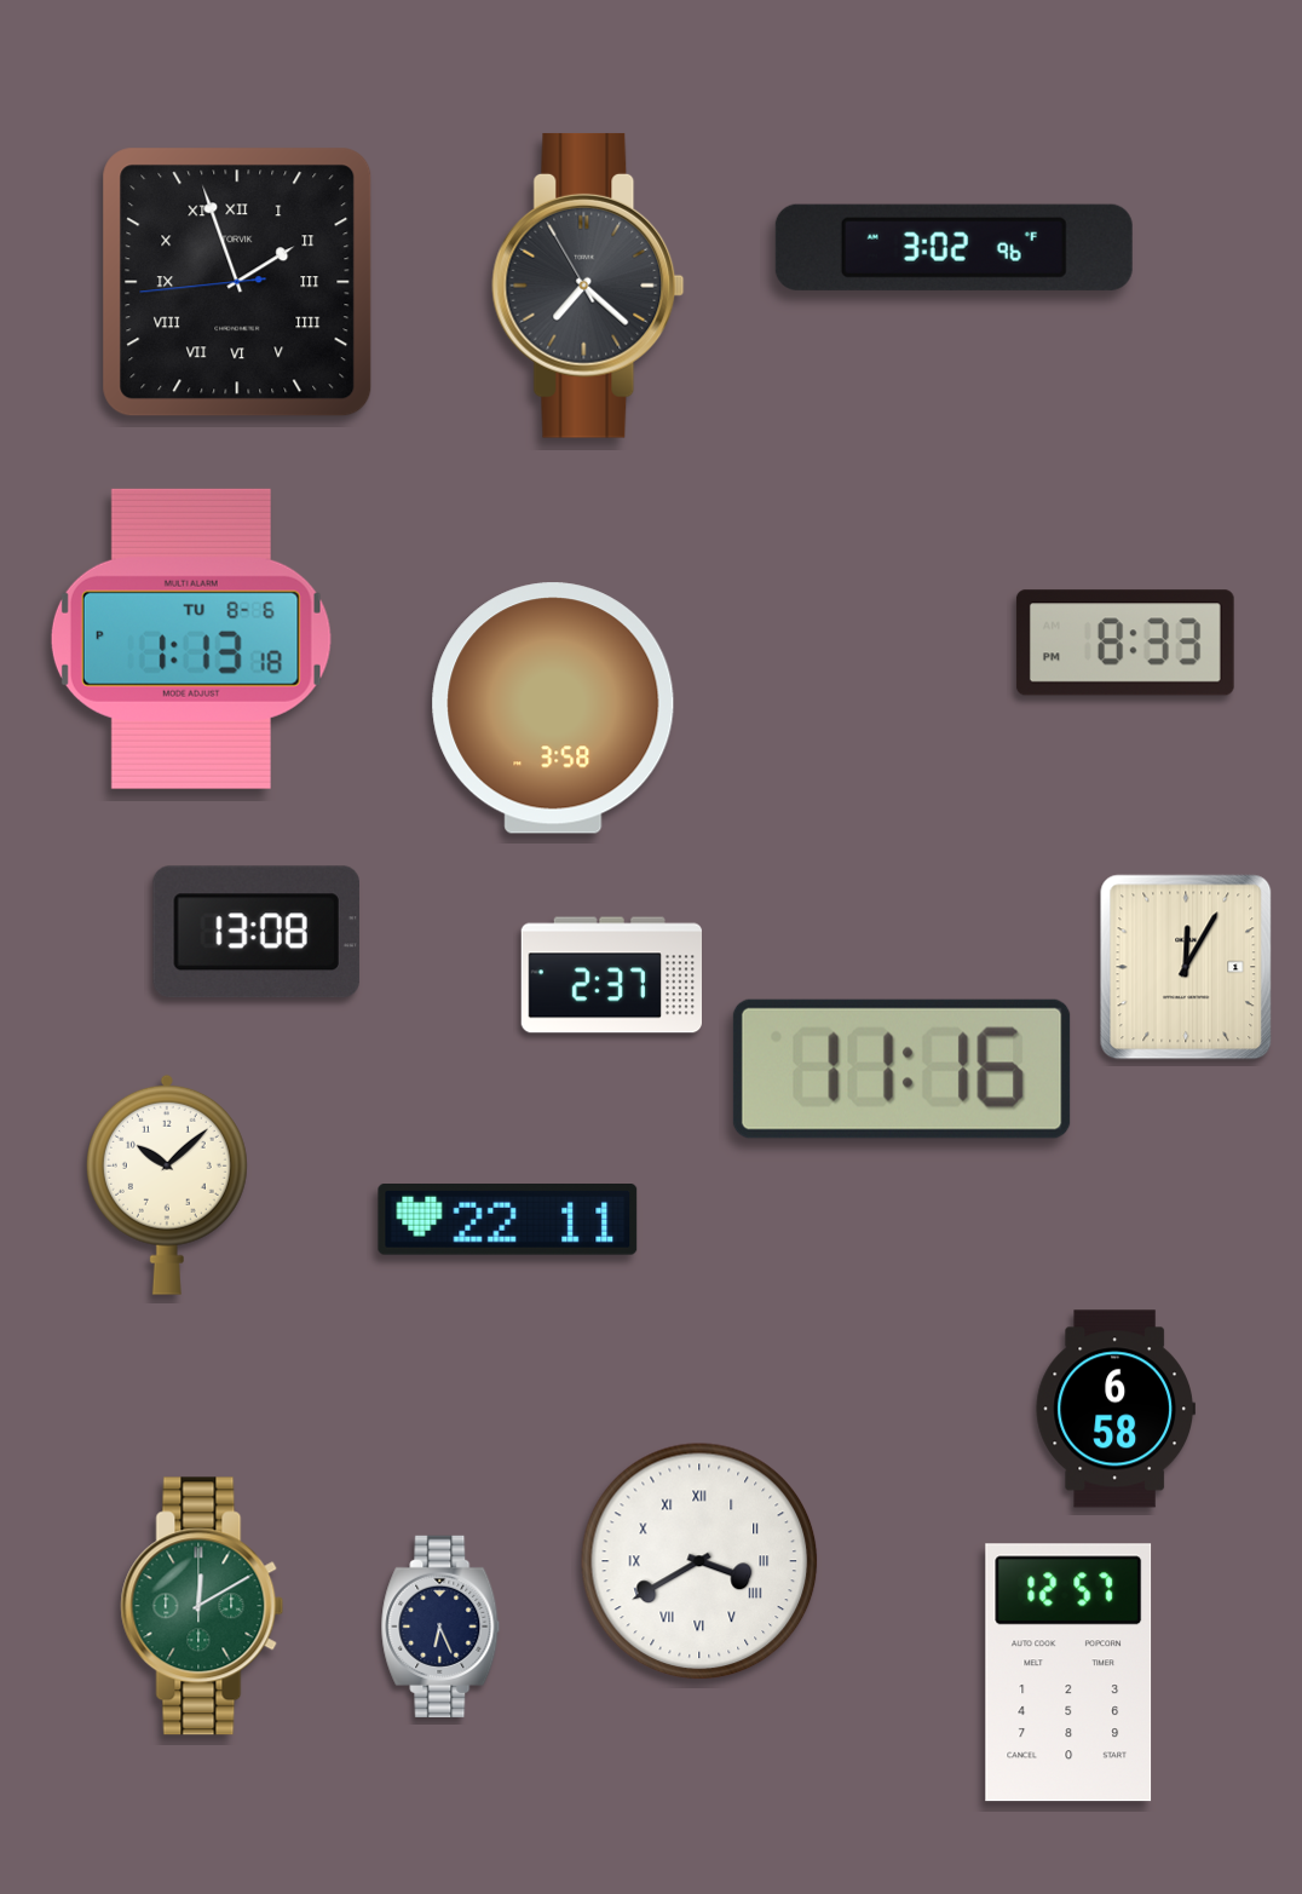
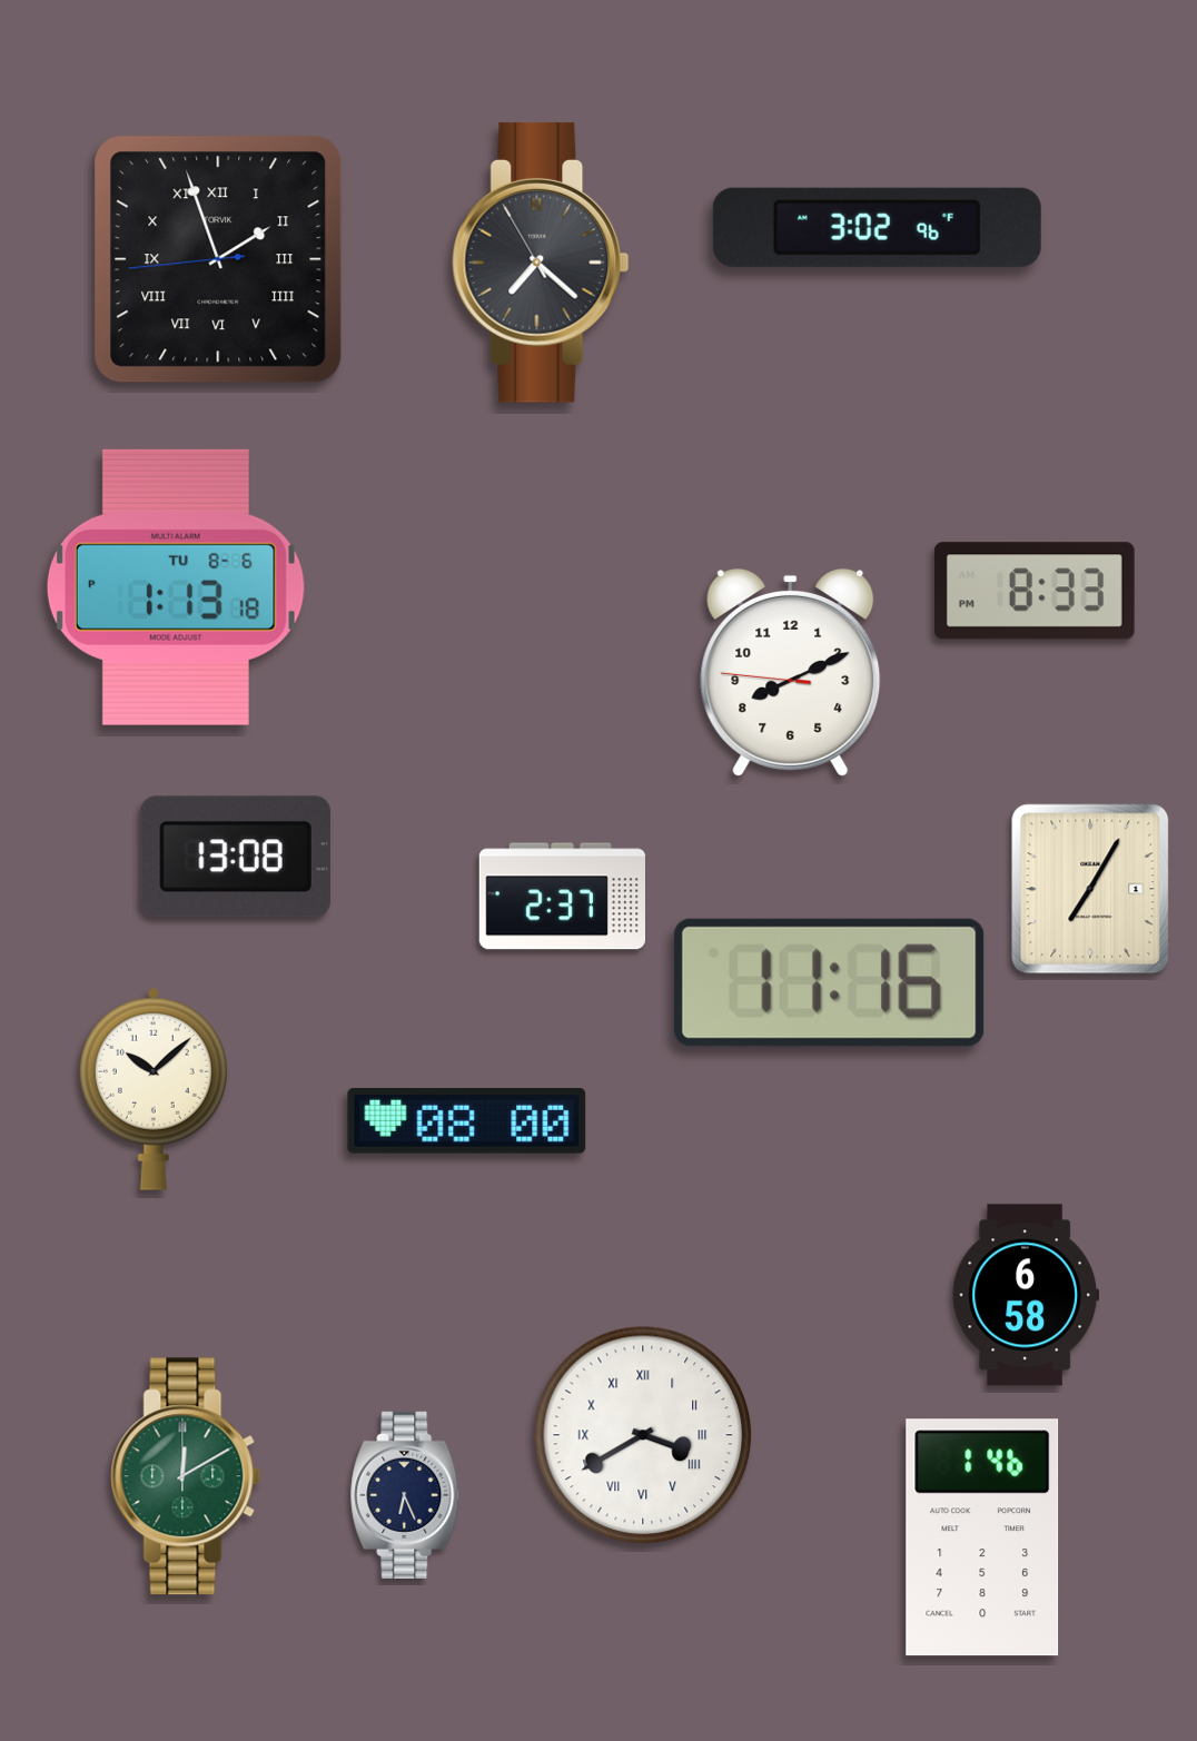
clock at (553, 708): 3:58 -> none
clock at (791, 672): none -> 8:10
clock at (1186, 967): 12:05 -> 7:05
clock at (508, 1220): 22:11 -> 08:00
clock at (1068, 1673): 12:57 -> 1:46
